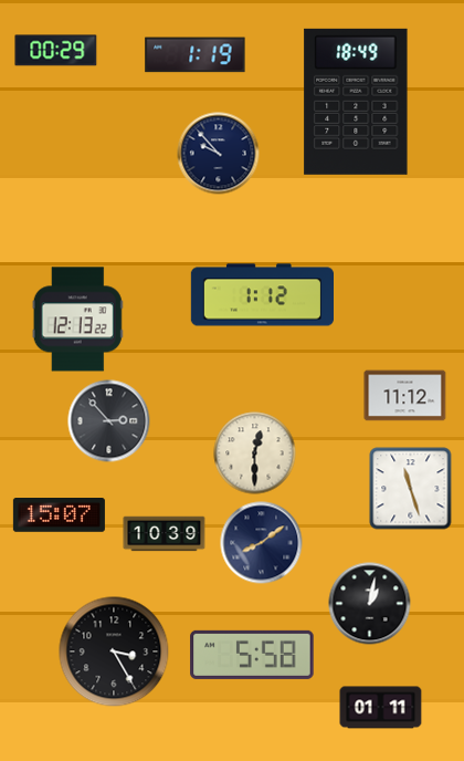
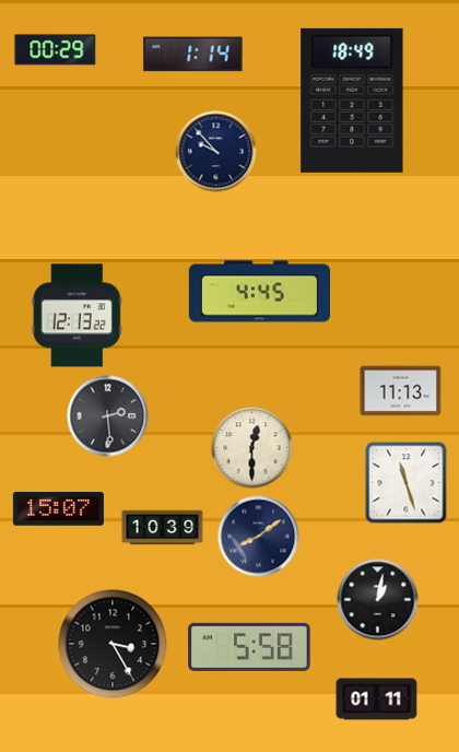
clock at (196, 55): 1:19 -> 1:14
clock at (262, 295): 1:12 -> 4:45
clock at (405, 396): 11:12 -> 11:13
clock at (109, 421): 2:53 -> 2:29
clock at (370, 604) position: (370, 604) -> (378, 600)
